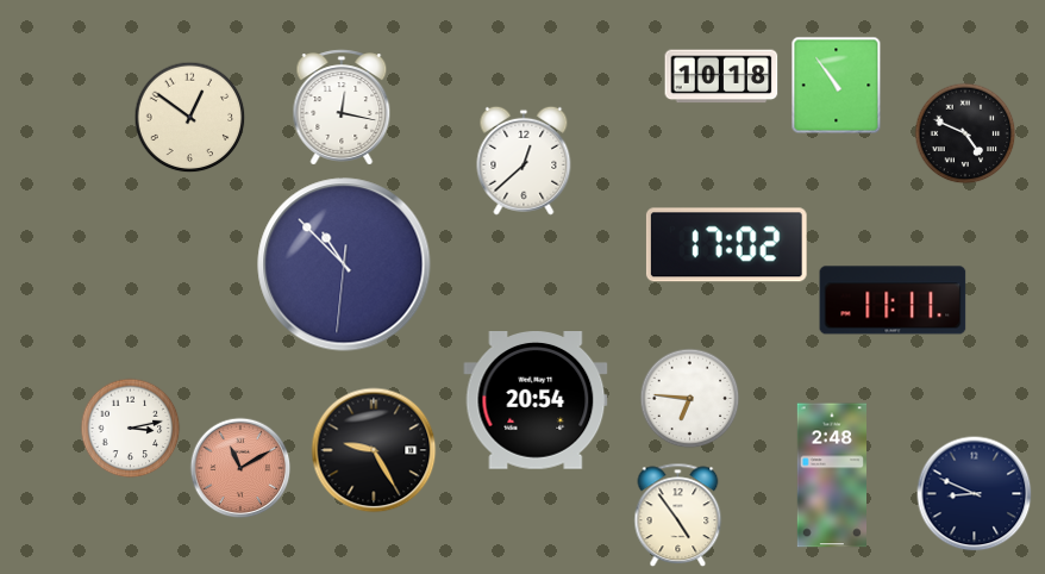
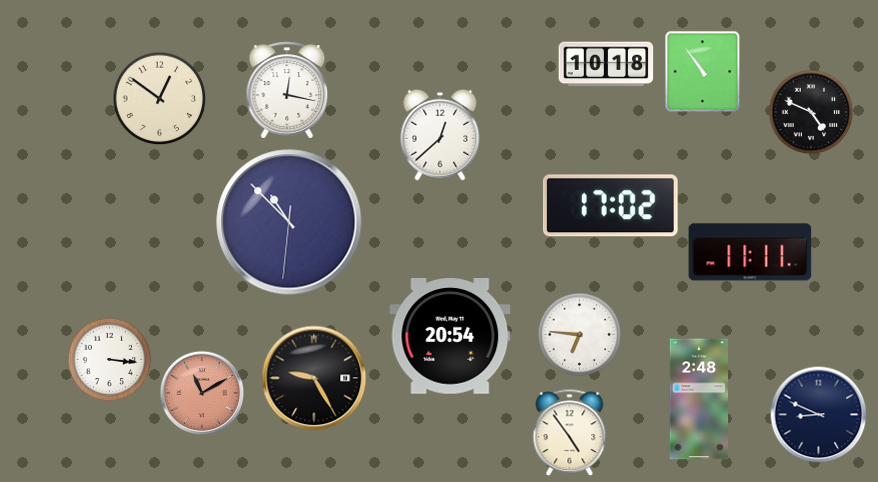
clock at (131, 429): 3:13 -> 3:16
